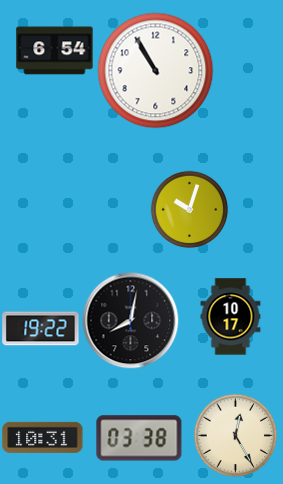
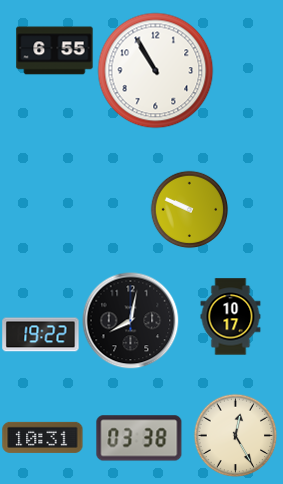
clock at (55, 51): 6:54 -> 6:55
clock at (189, 209): 10:03 -> 9:49
clock at (41, 329) position: (41, 329) -> (41, 335)
